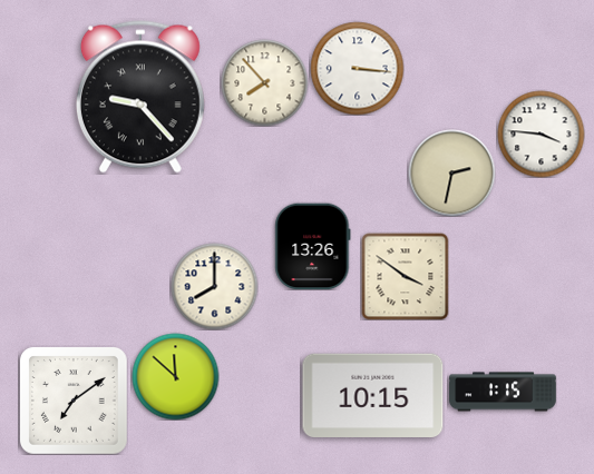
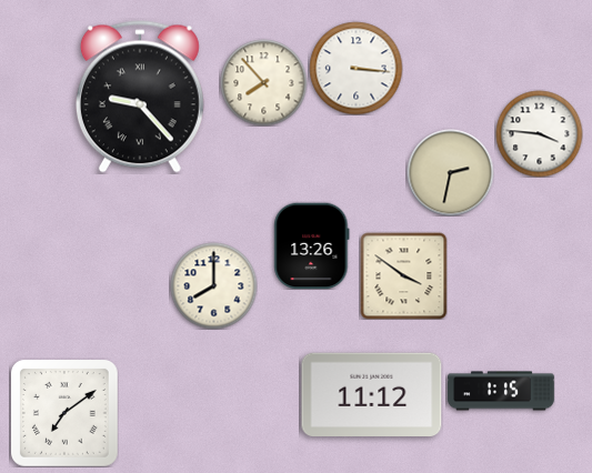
clock at (175, 376): 11:52 -> none
clock at (373, 396): 10:15 -> 11:12
clock at (74, 401) position: (74, 401) -> (64, 413)
